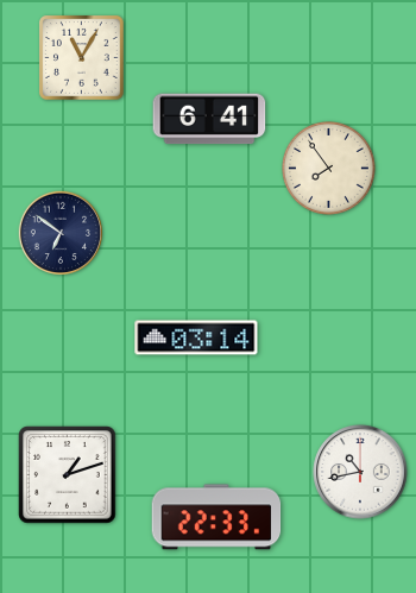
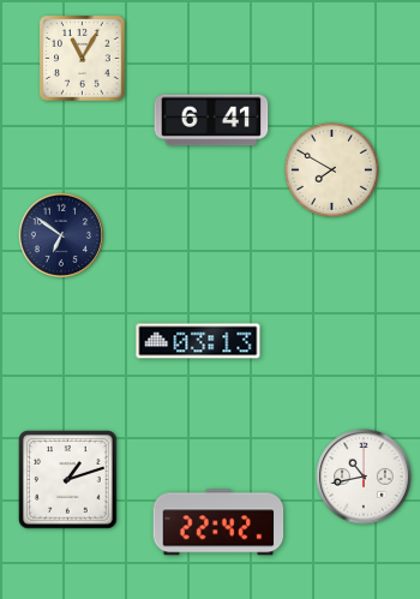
clock at (329, 169): 7:54 -> 7:50
clock at (196, 337): 03:14 -> 03:13
clock at (216, 517): 22:33 -> 22:42
